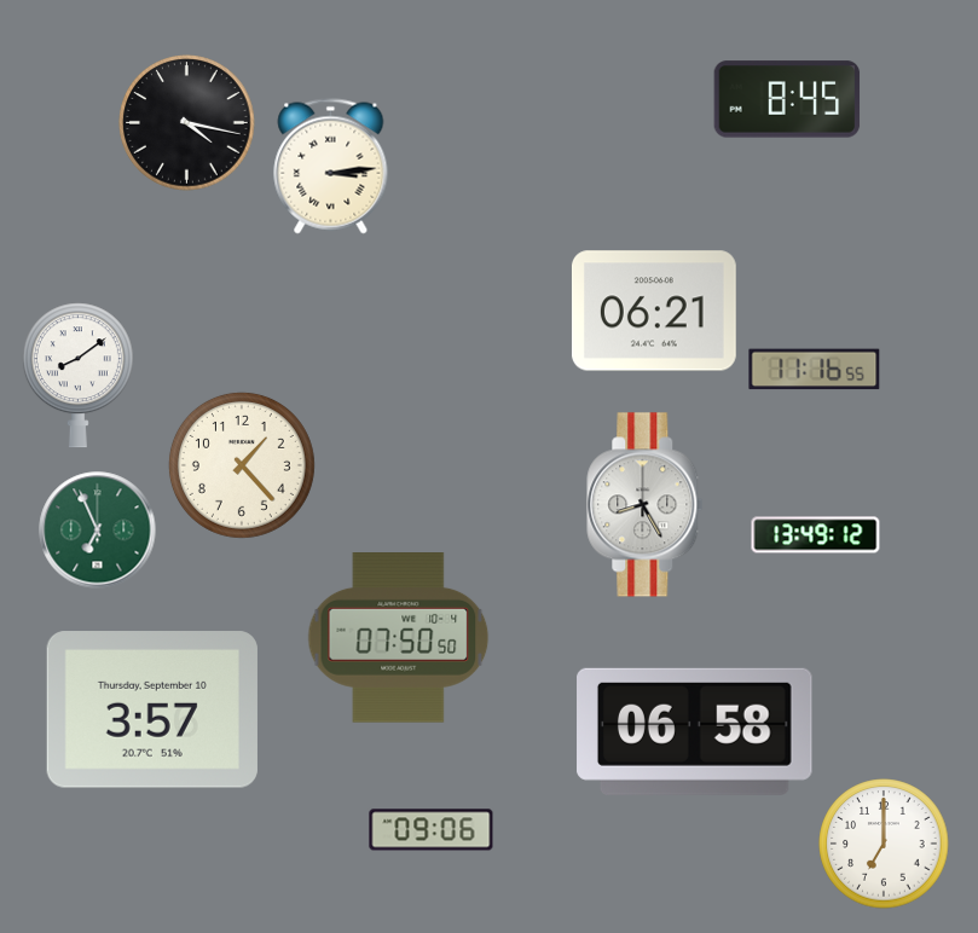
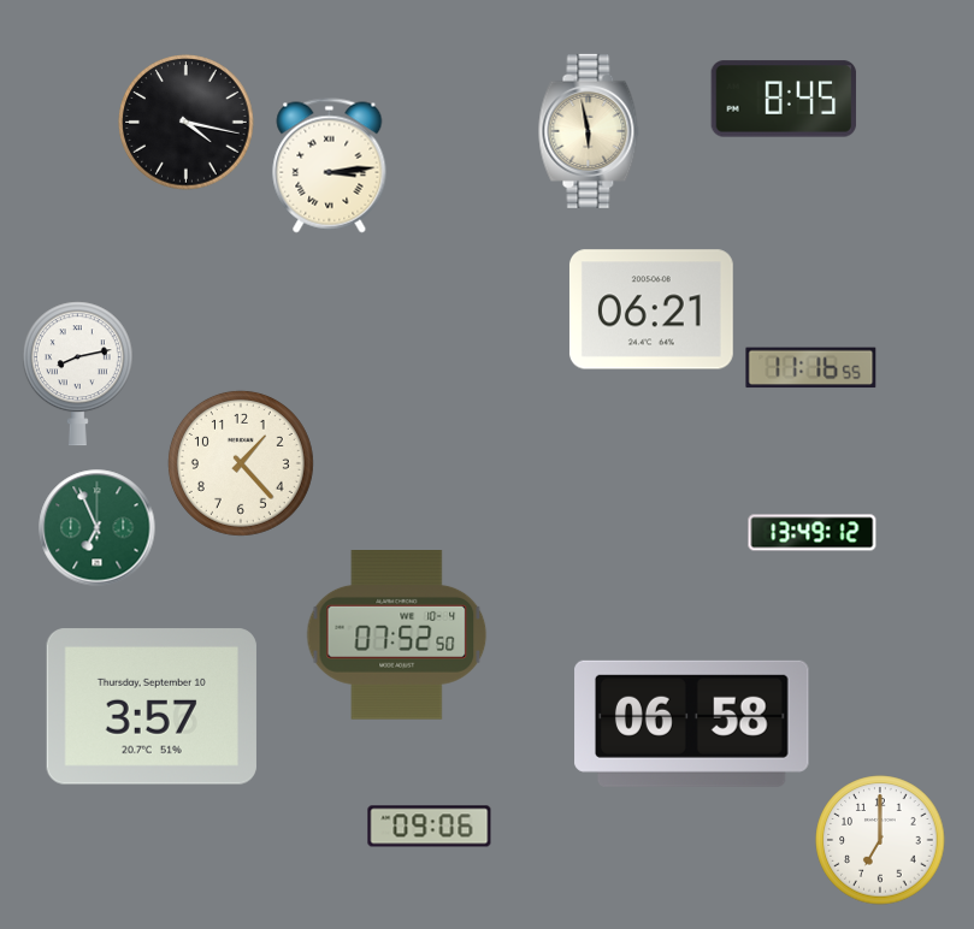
clock at (589, 131): none -> 5:58
clock at (77, 376): 8:09 -> 8:13
clock at (646, 505): 8:25 -> none
clock at (399, 638): 07:50 -> 07:52
clock at (695, 731) position: (695, 731) -> (692, 723)
